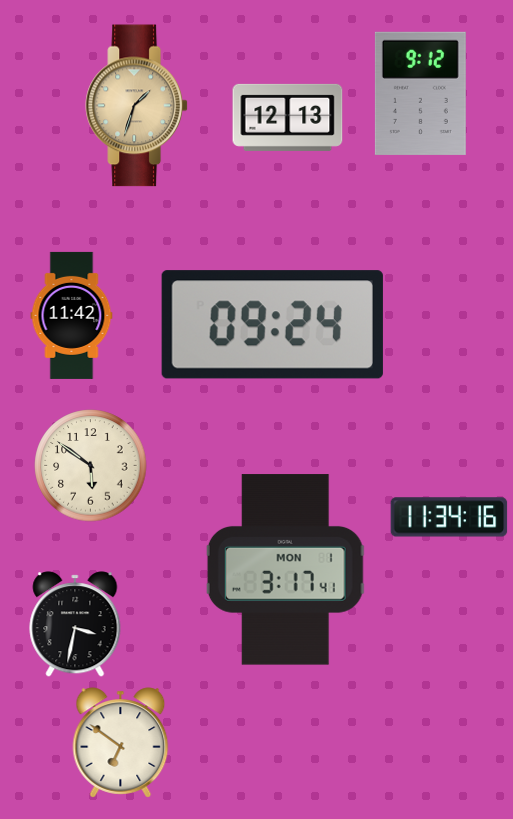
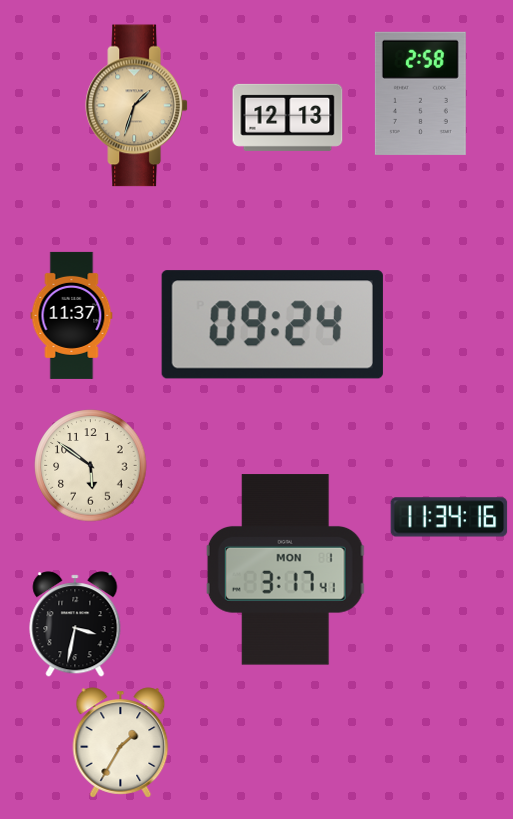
clock at (420, 93): 9:12 -> 2:58
clock at (72, 315): 11:42 -> 11:37
clock at (121, 743): 6:51 -> 1:35
